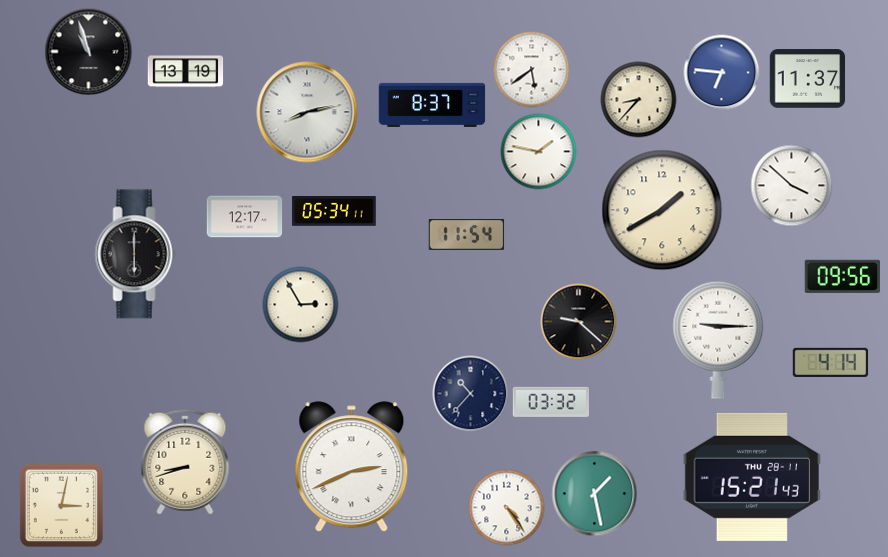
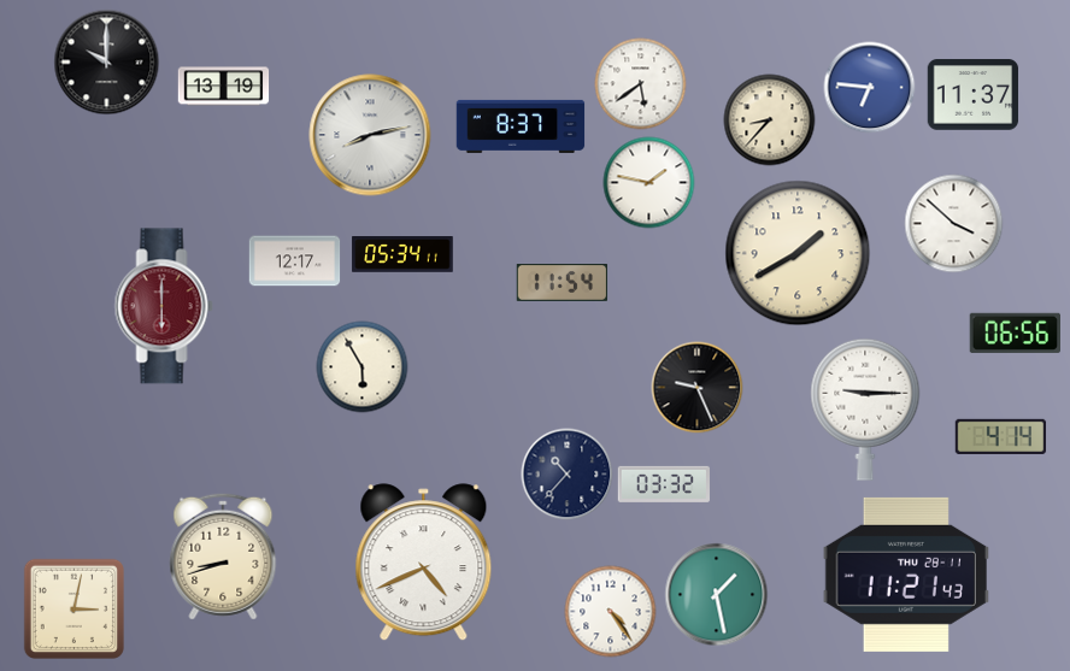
clock at (89, 52): 10:57 -> 10:00
clock at (136, 254) dial: black -> burgundy
clock at (842, 276): 09:56 -> 06:56
clock at (301, 305): 2:55 -> 5:55
clock at (579, 322): 9:22 -> 9:26
clock at (352, 467): 2:41 -> 4:41
clock at (751, 477): 15:21 -> 11:21
